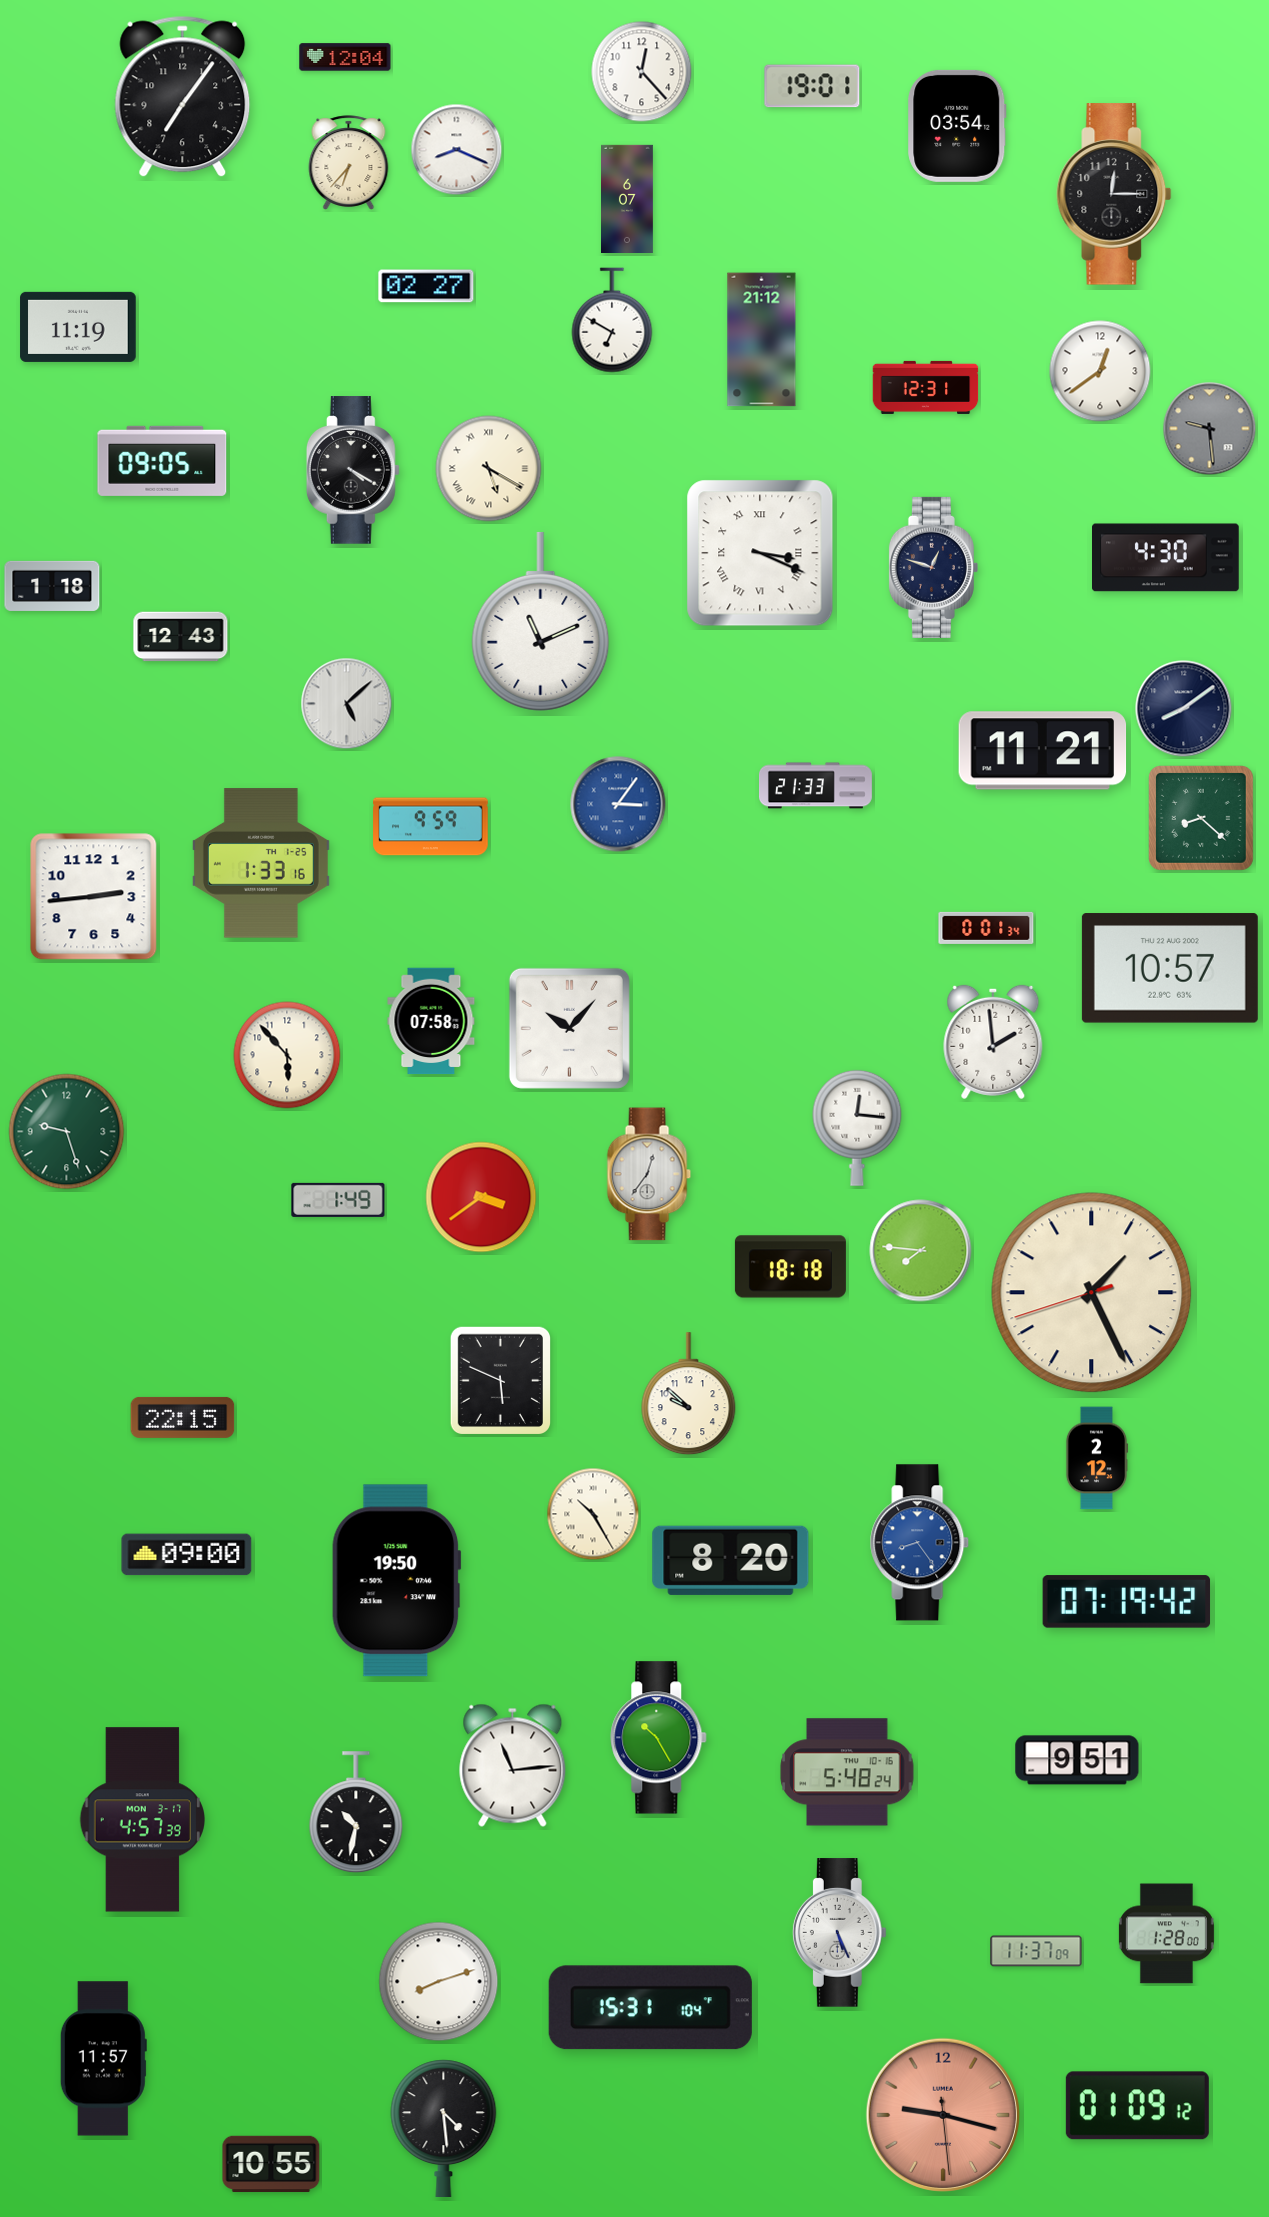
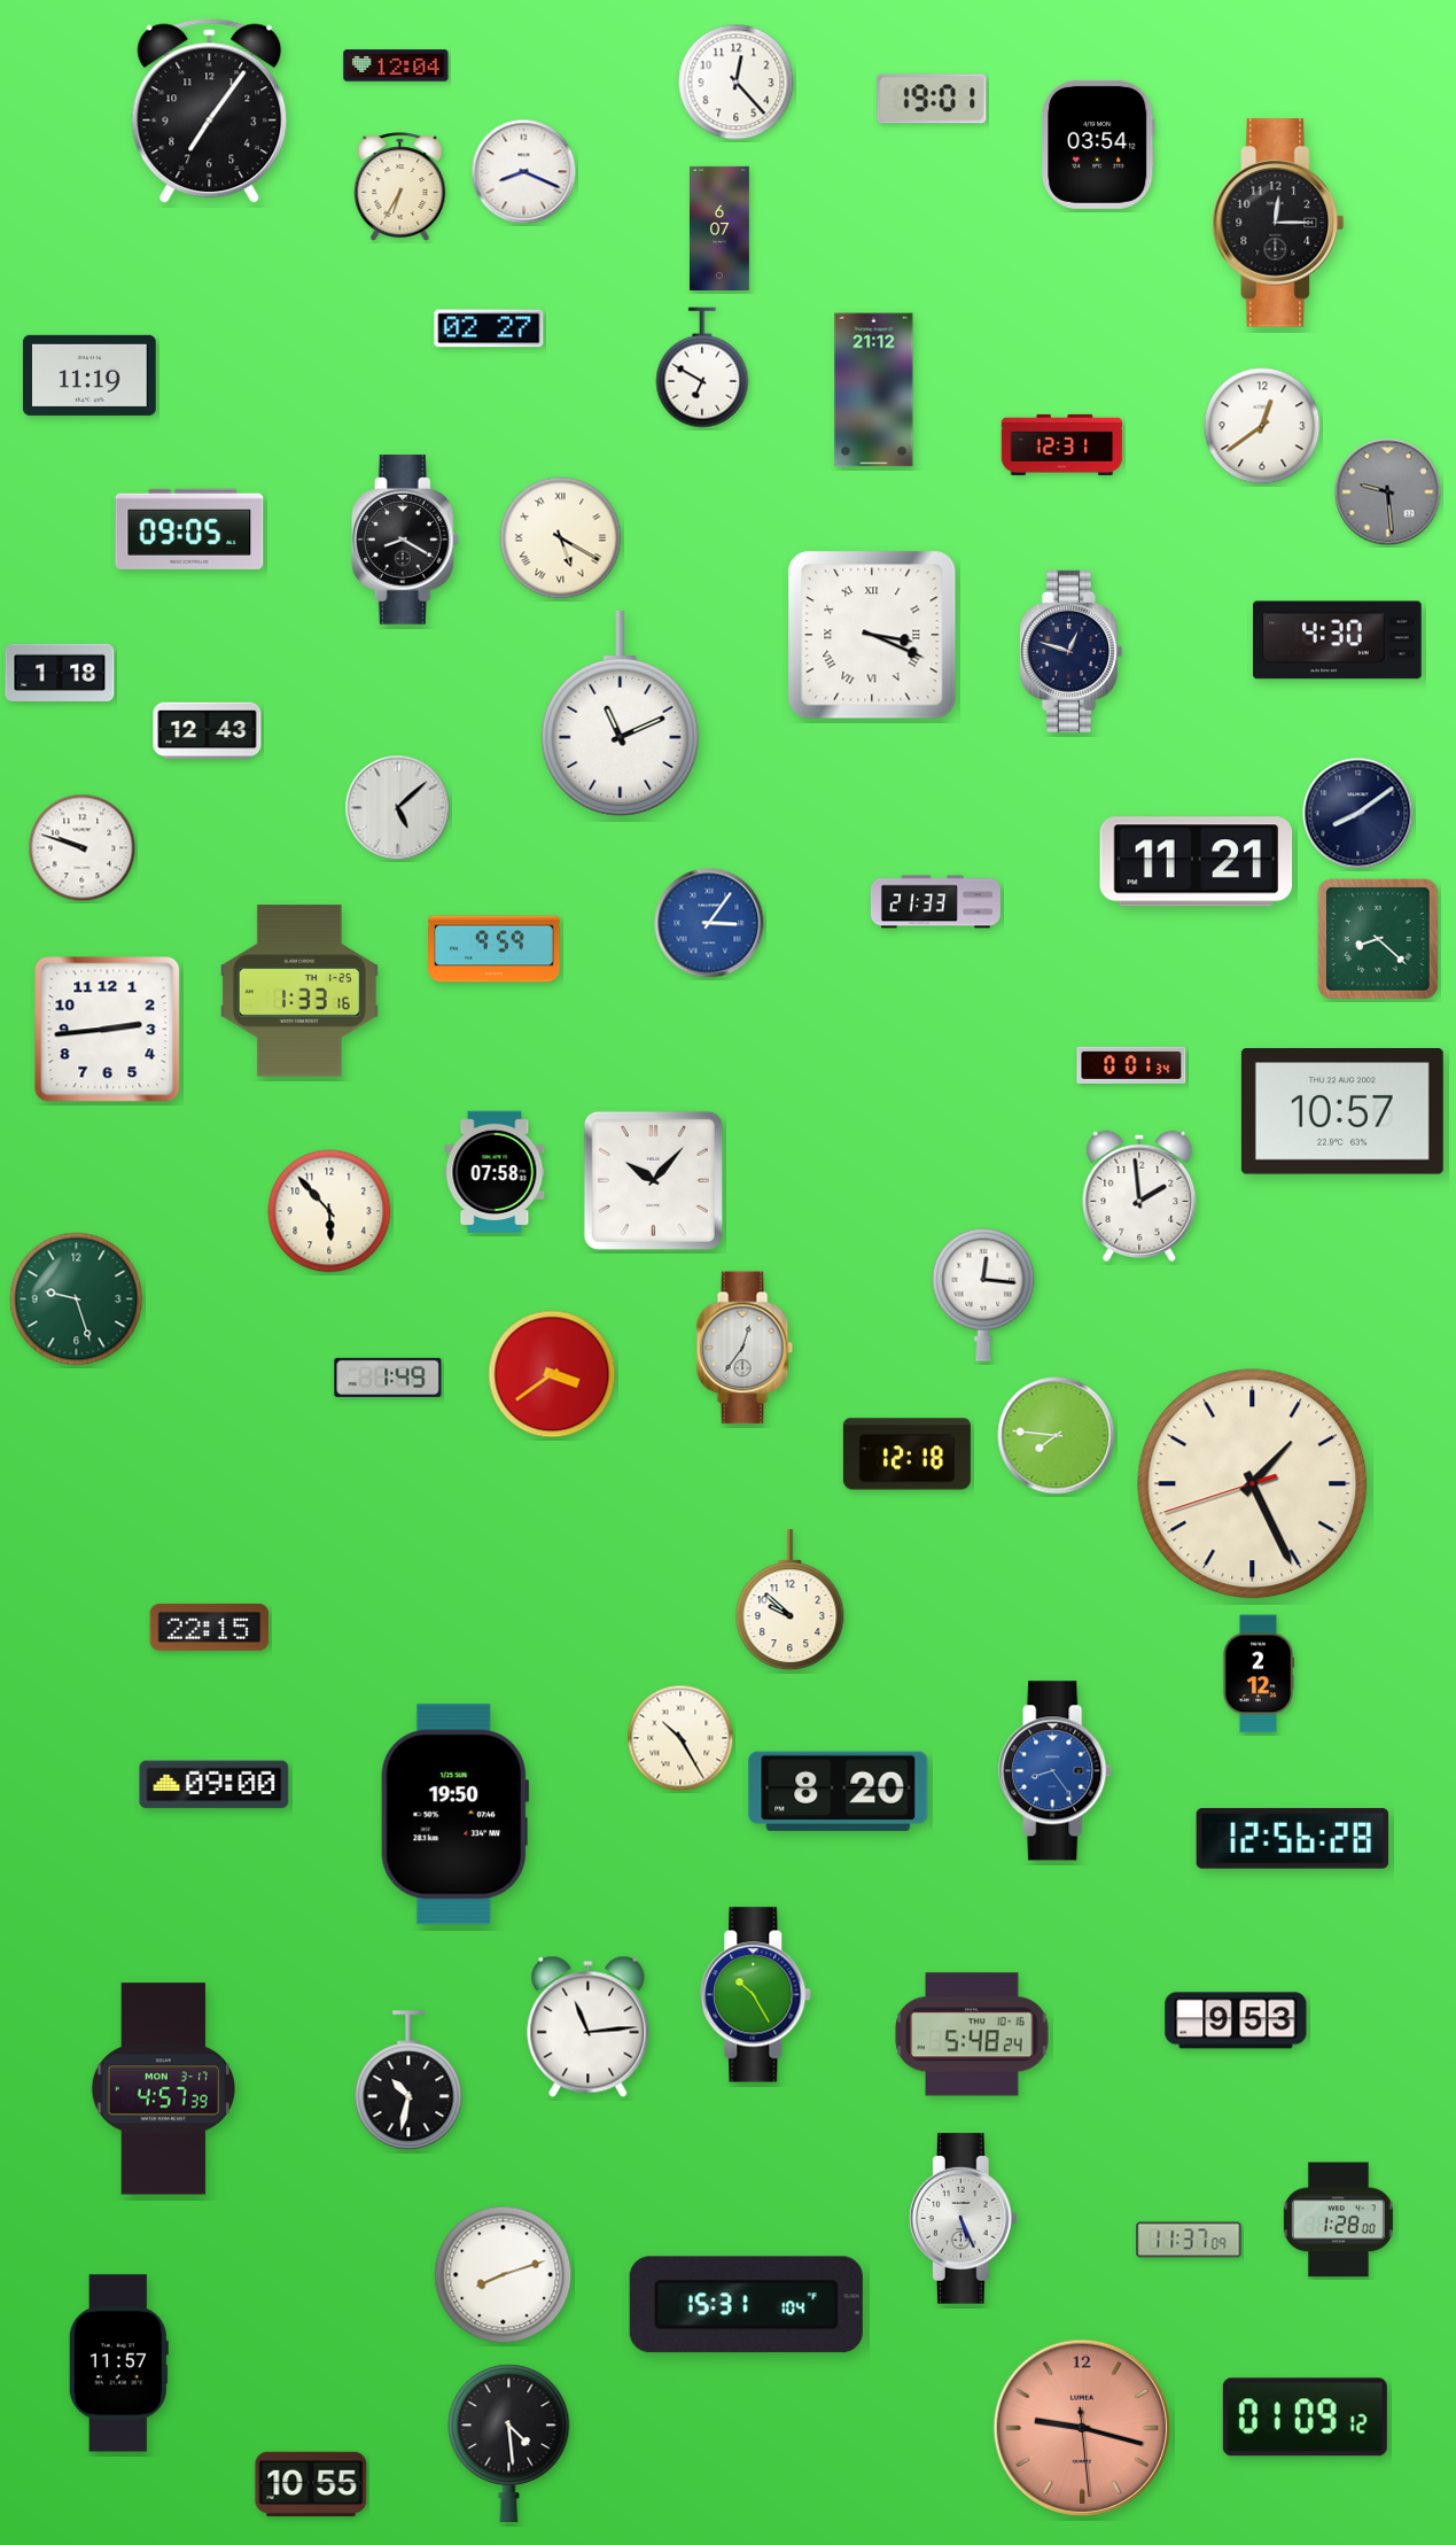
clock at (349, 163): 6:37 -> 6:35
clock at (162, 461) position: (162, 461) -> (189, 529)
clock at (353, 470): 4:20 -> 8:20
clock at (83, 848): none -> 9:48
clock at (790, 1267): 18:18 -> 12:18
clock at (500, 1380): 5:49 -> none
clock at (1127, 1602): 07:19 -> 12:56
clock at (1077, 1760): 9:51 -> 9:53
